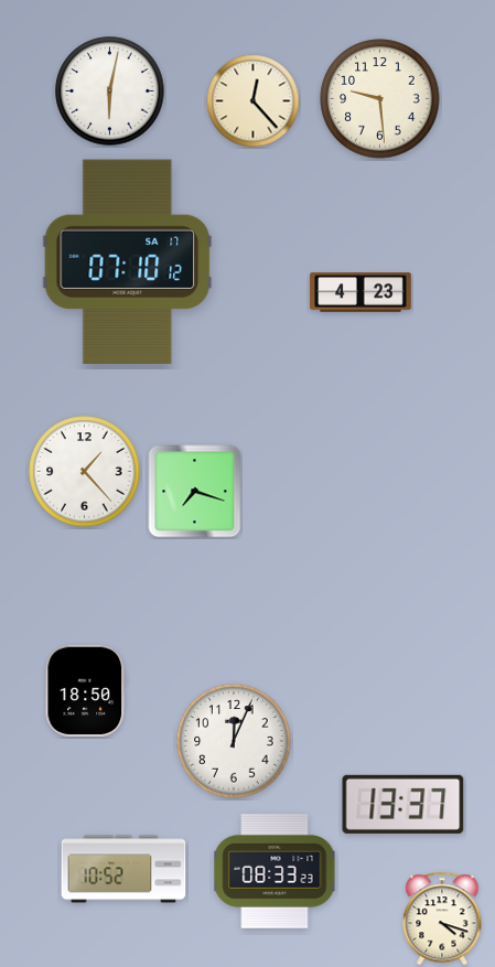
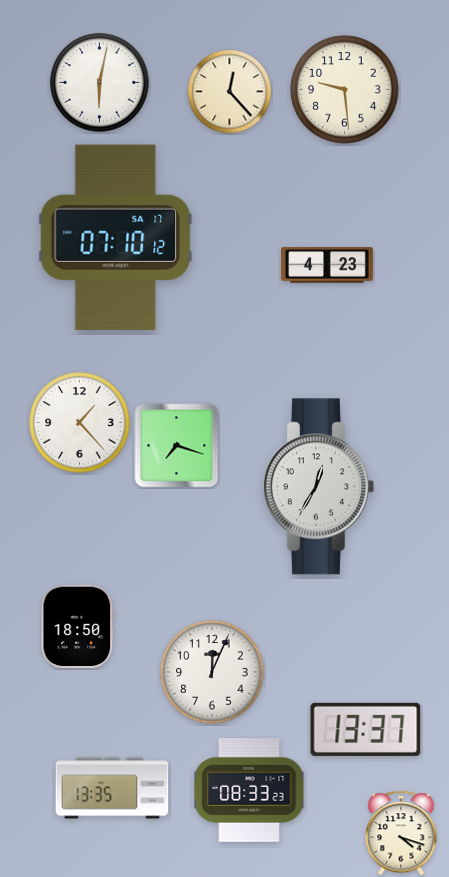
clock at (85, 472) position: (85, 472) -> (80, 423)
clock at (318, 487): none -> 12:35
clock at (123, 869): 10:52 -> 13:35
